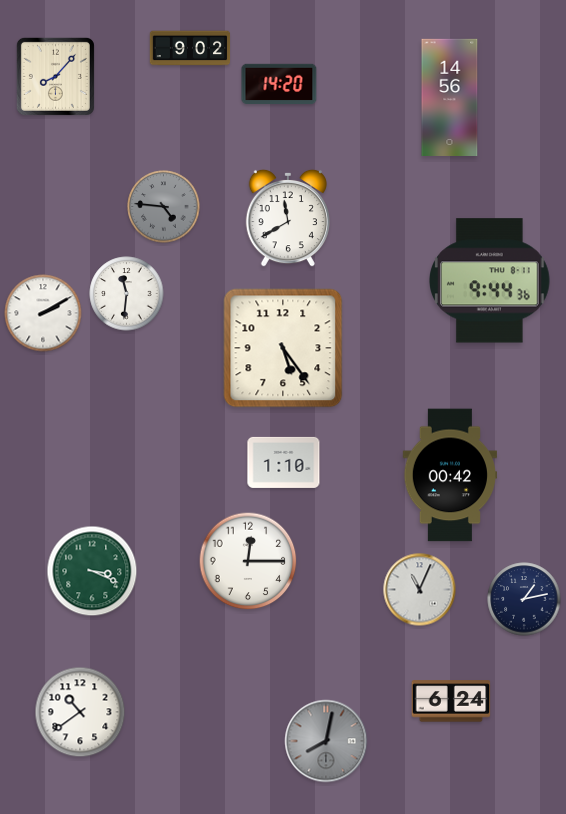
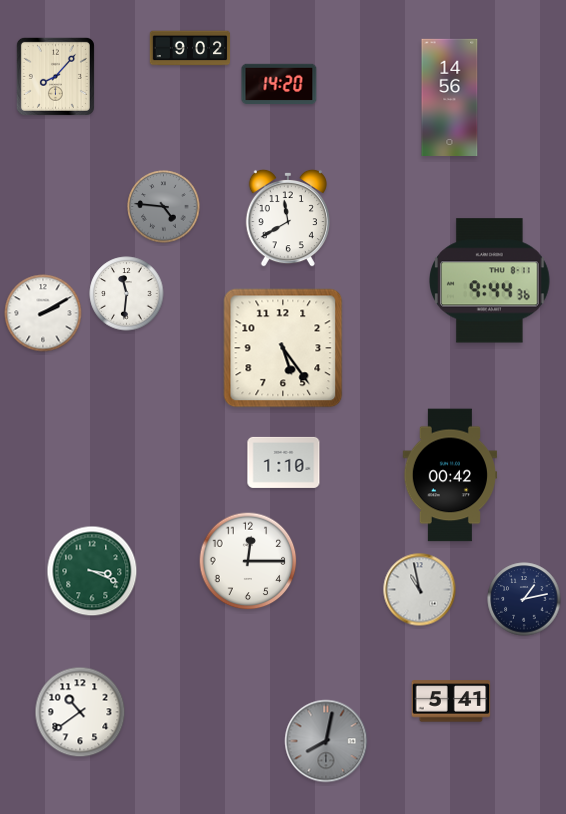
clock at (420, 590): 11:04 -> 10:58
clock at (451, 701): 6:24 -> 5:41
